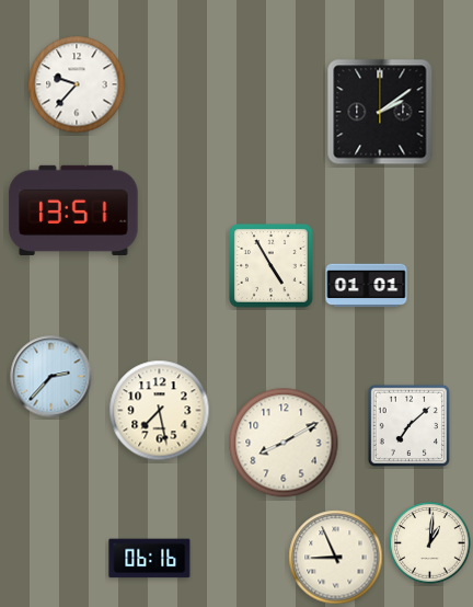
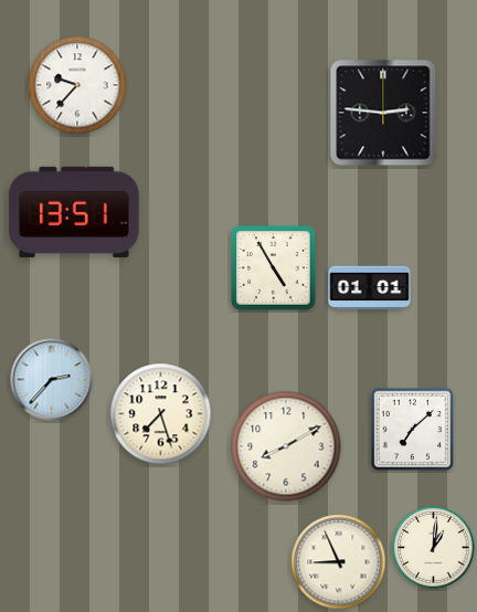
clock at (380, 112): 2:09 -> 2:46
clock at (160, 411): 7:28 -> 7:27
clock at (150, 559): 06:16 -> none
